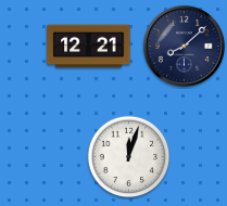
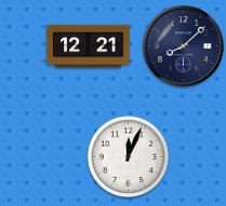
clock at (129, 157): 12:03 -> 12:04
